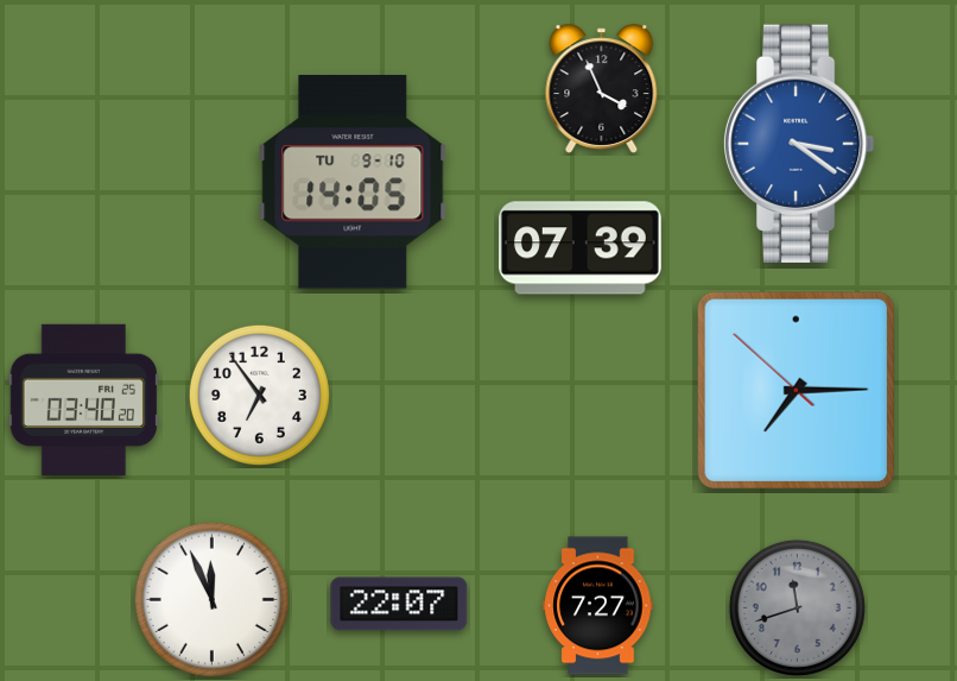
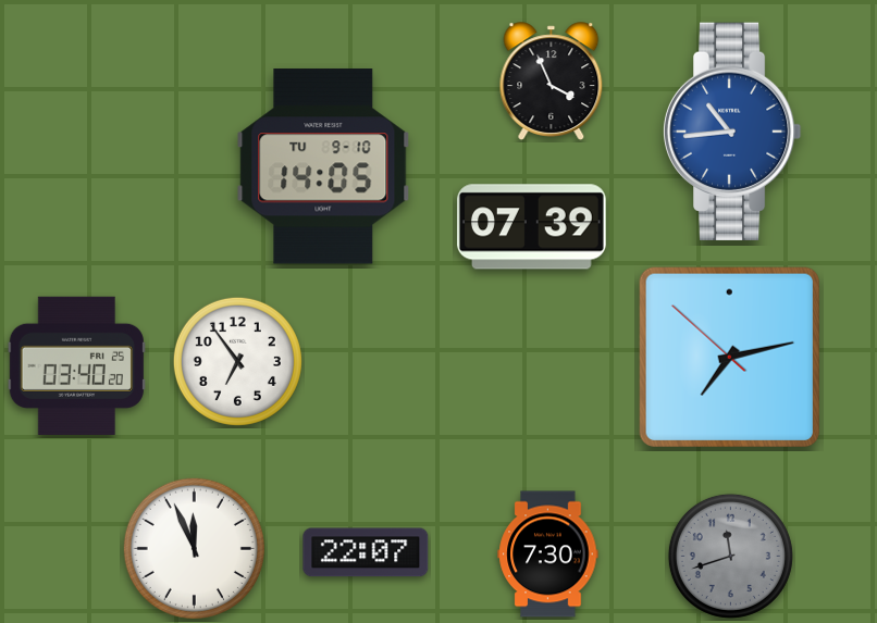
clock at (799, 144): 3:21 -> 10:44
clock at (796, 390): 7:14 -> 7:12
clock at (598, 606): 7:27 -> 7:30
